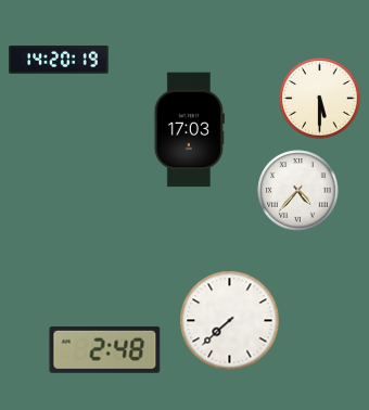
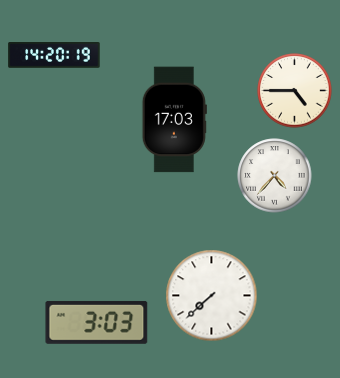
clock at (320, 99): 5:30 -> 4:45
clock at (105, 349): 2:48 -> 3:03
